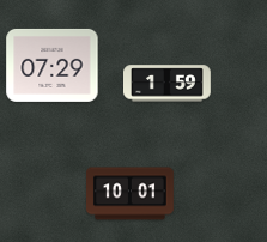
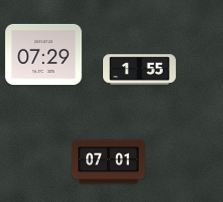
clock at (168, 84): 1:59 -> 1:55
clock at (131, 194): 10:01 -> 07:01
